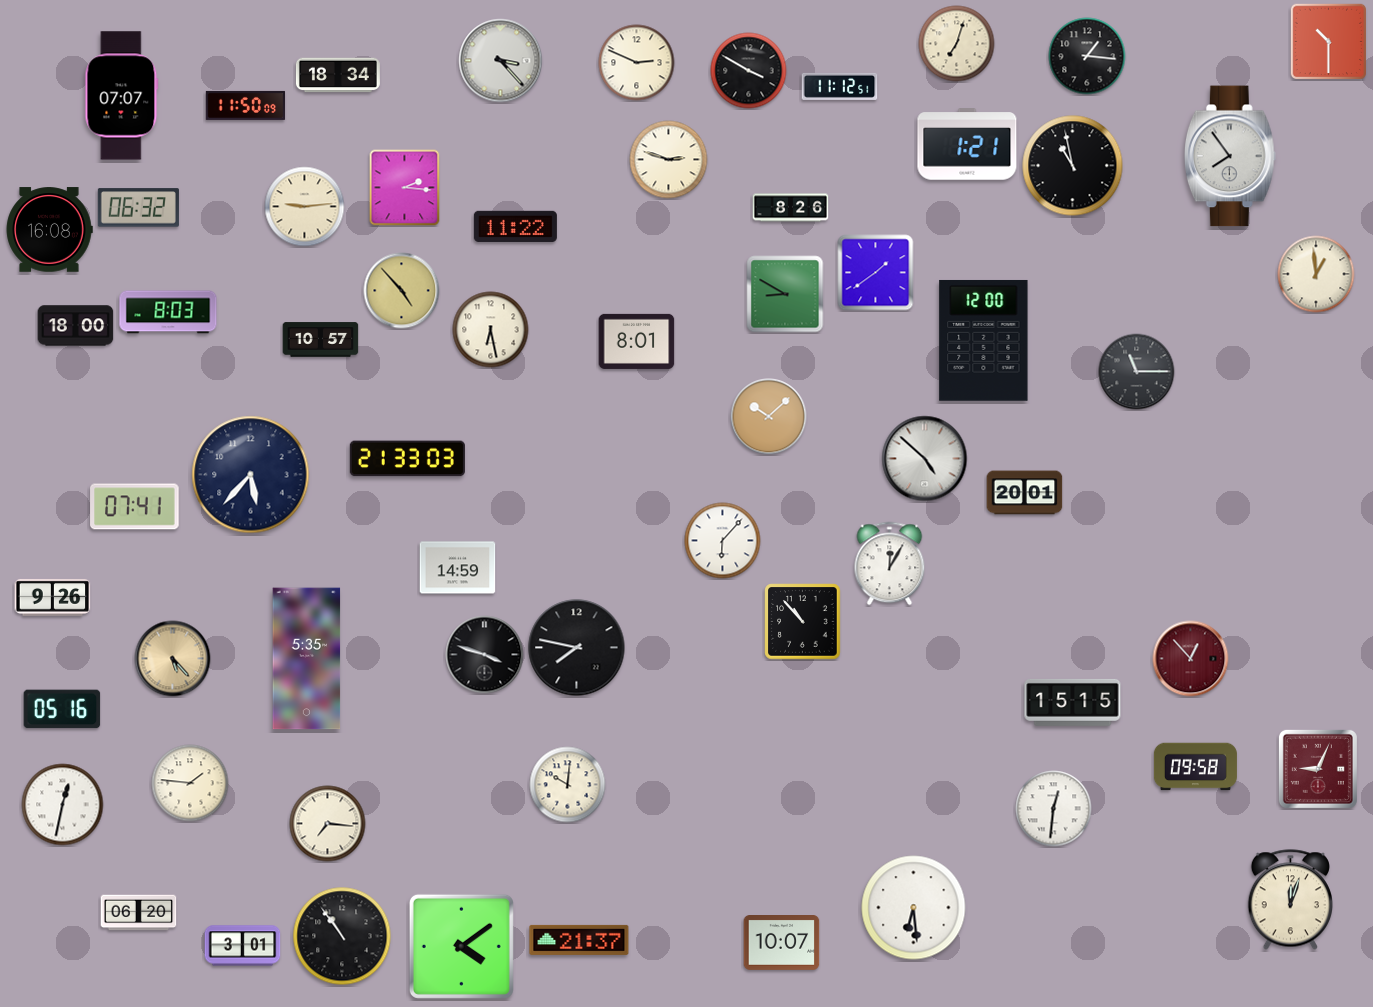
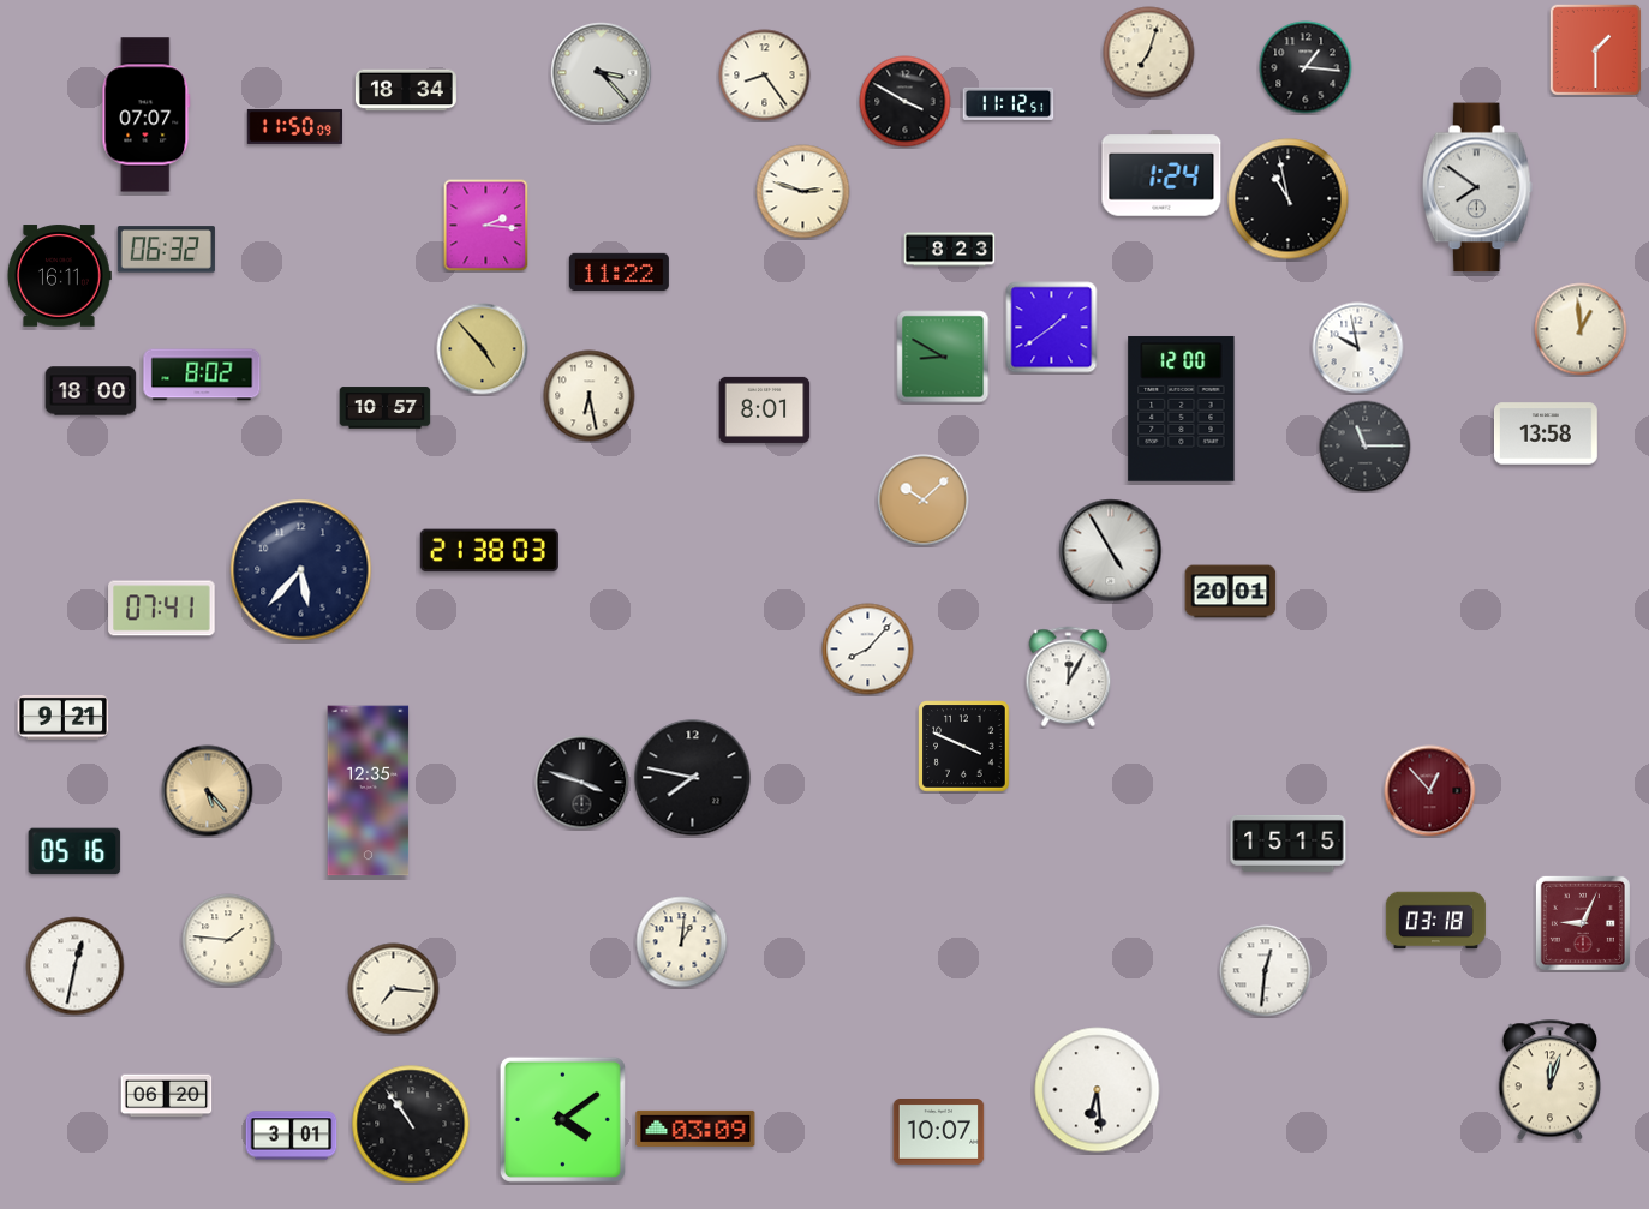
clock at (1328, 41): 10:30 -> 1:30
clock at (637, 63): 2:49 -> 8:24
clock at (749, 71) position: (749, 71) -> (906, 102)
clock at (967, 144): 1:21 -> 1:24
clock at (1230, 156): 7:54 -> 7:51
clock at (305, 207): 9:14 -> none
clock at (791, 208): 8:26 -> 8:23
clock at (49, 230): 16:08 -> 16:11
clock at (1358, 348): none -> 9:58
clock at (785, 294) position: (785, 294) -> (943, 357)
clock at (168, 312): 8:03 -> 8:02
clock at (1546, 433): none -> 13:58
clock at (407, 459): 21:33 -> 21:38
clock at (925, 459): 4:52 -> 4:55
clock at (723, 541): 6:07 -> 8:07
clock at (458, 568): 14:59 -> none
clock at (53, 597): 9:26 -> 9:21
clock at (803, 622): 10:53 -> 3:49
clock at (485, 655) position: (485, 655) -> (582, 783)
clock at (307, 659): 5:35 -> 12:35
clock at (1195, 767): 09:58 -> 03:18
clock at (568, 785): 10:01 -> 1:01
clock at (579, 940): 21:37 -> 03:09
clock at (461, 946) position: (461, 946) -> (562, 1119)
